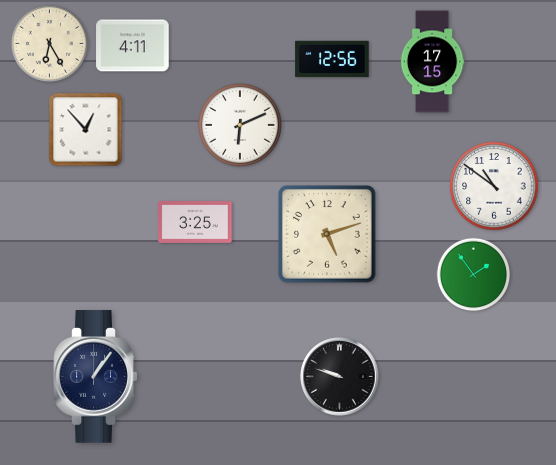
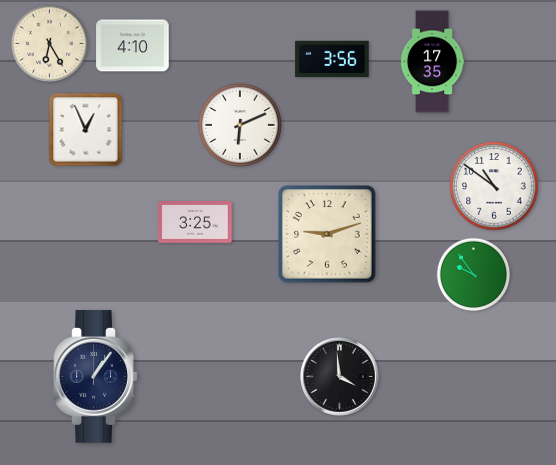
clock at (133, 46): 4:11 -> 4:10
clock at (332, 59): 12:56 -> 3:56
clock at (432, 62): 17:15 -> 17:35
clock at (86, 130): 12:53 -> 12:56
clock at (328, 235): 5:12 -> 9:12
clock at (474, 275): 1:54 -> 9:54
clock at (340, 377): 9:48 -> 3:59
